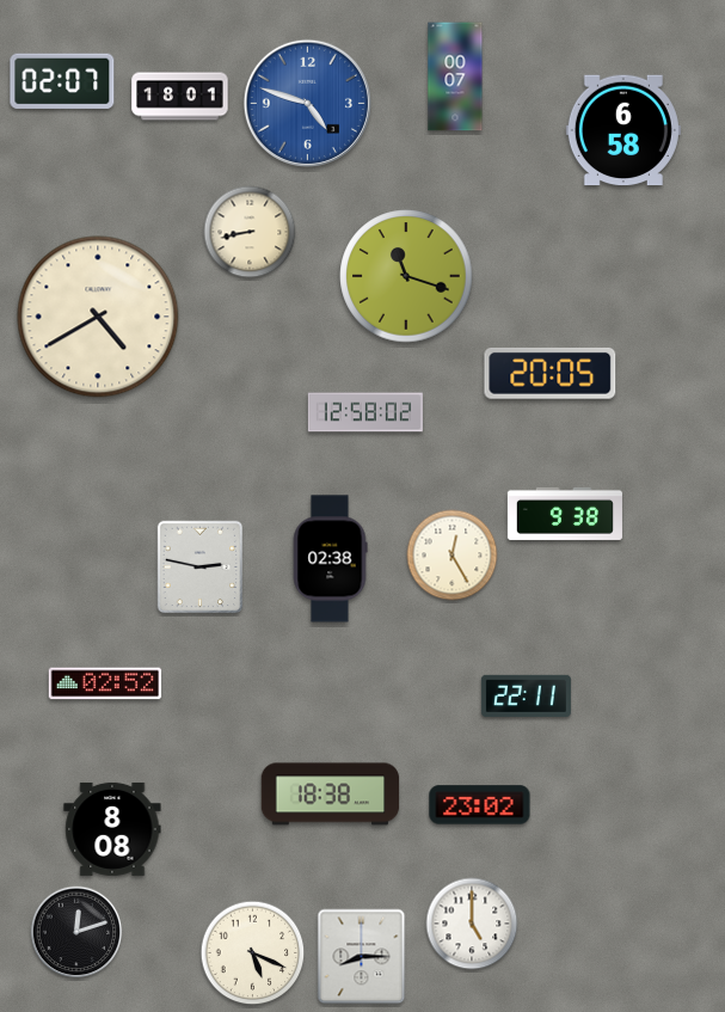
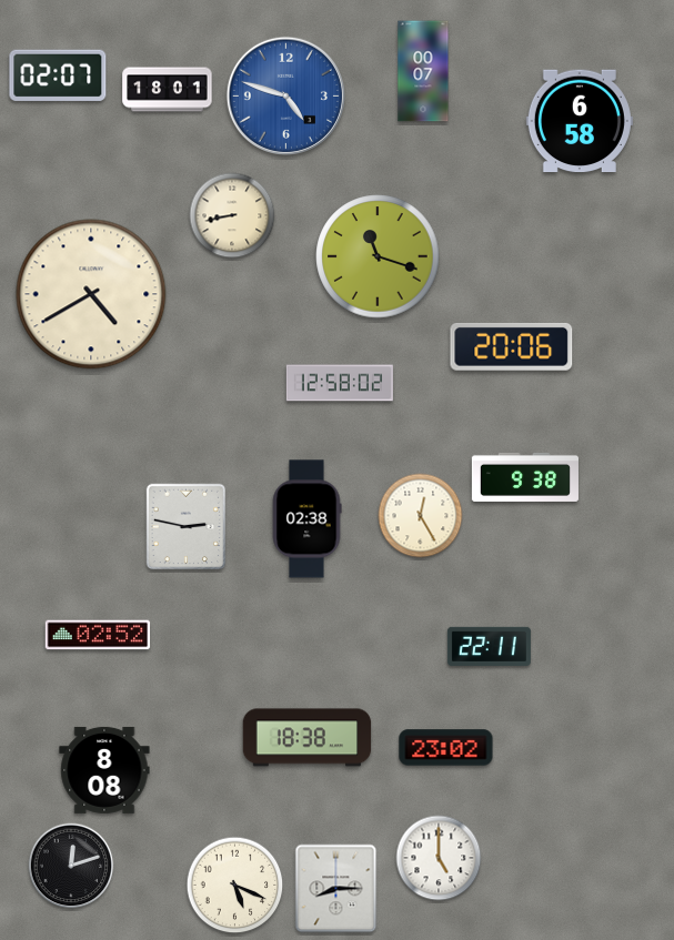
clock at (551, 373): 20:05 -> 20:06
